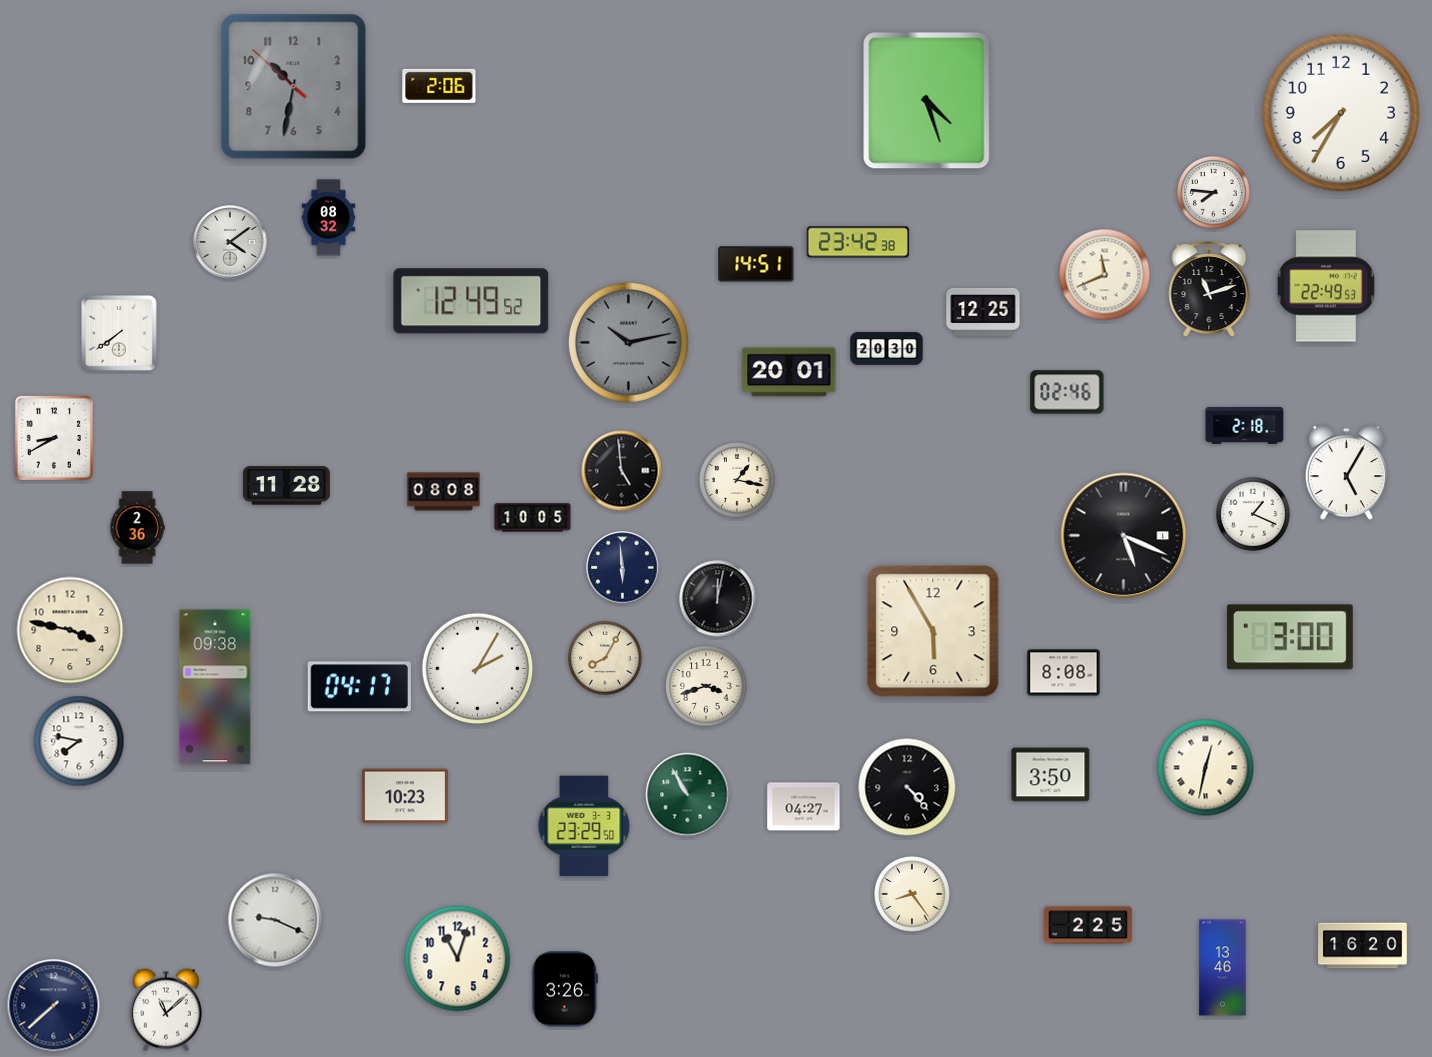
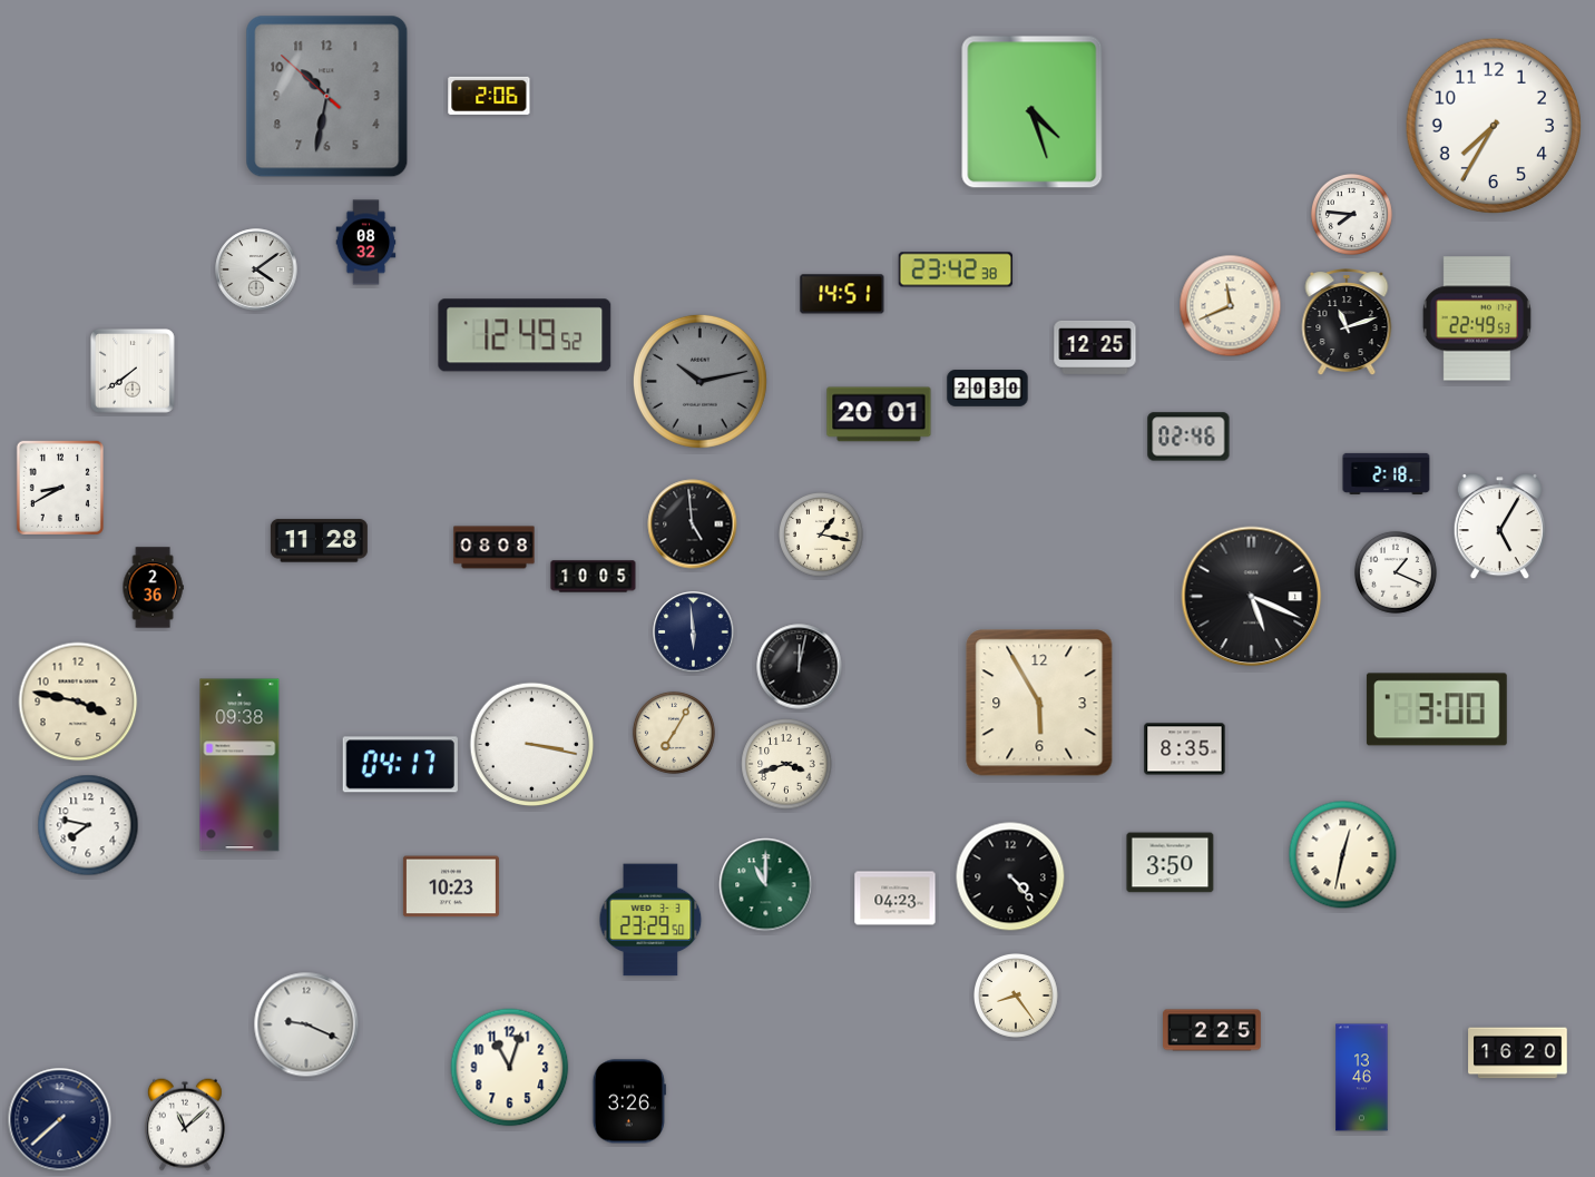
clock at (605, 658): 8:05 -> 7:05
clock at (478, 669): 2:05 -> 3:17
clock at (1064, 673): 8:08 -> 8:35
clock at (688, 795): 10:55 -> 11:00
clock at (804, 807): 04:27 -> 04:23
